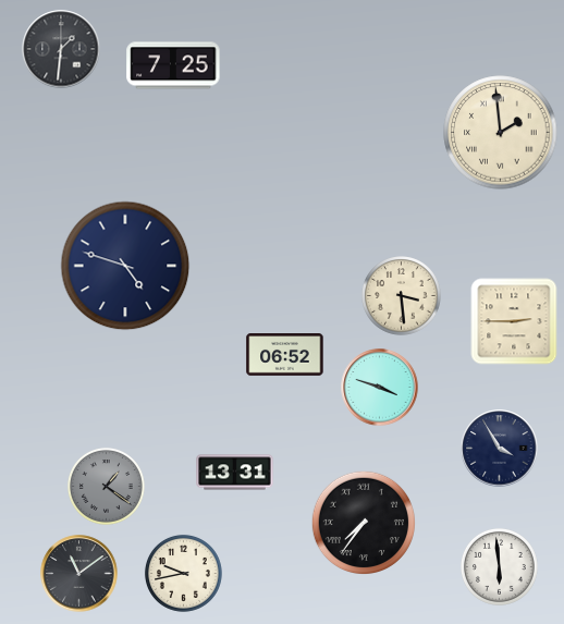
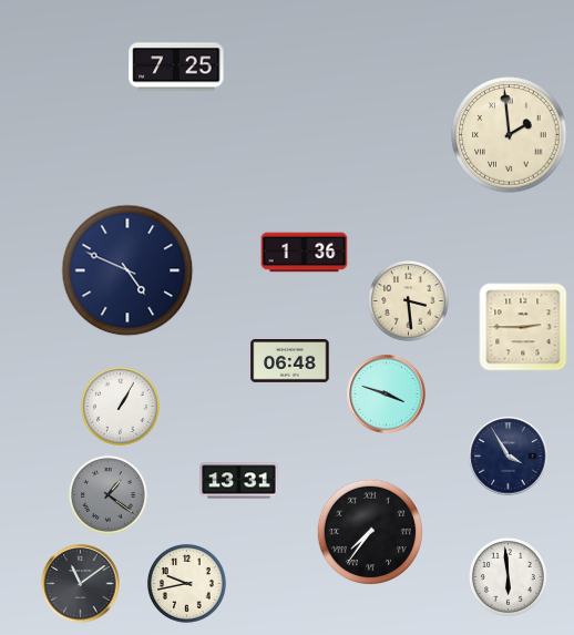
clock at (61, 49): 1:31 -> none
clock at (305, 253): none -> 1:36
clock at (125, 266): 4:48 -> 4:49
clock at (285, 355): 06:52 -> 06:48
clock at (120, 406): none -> 1:05
